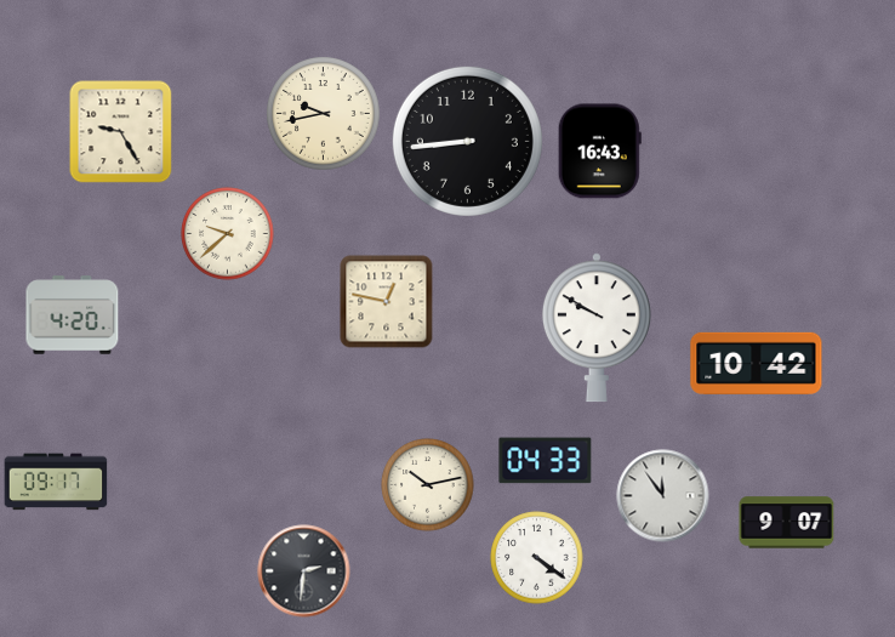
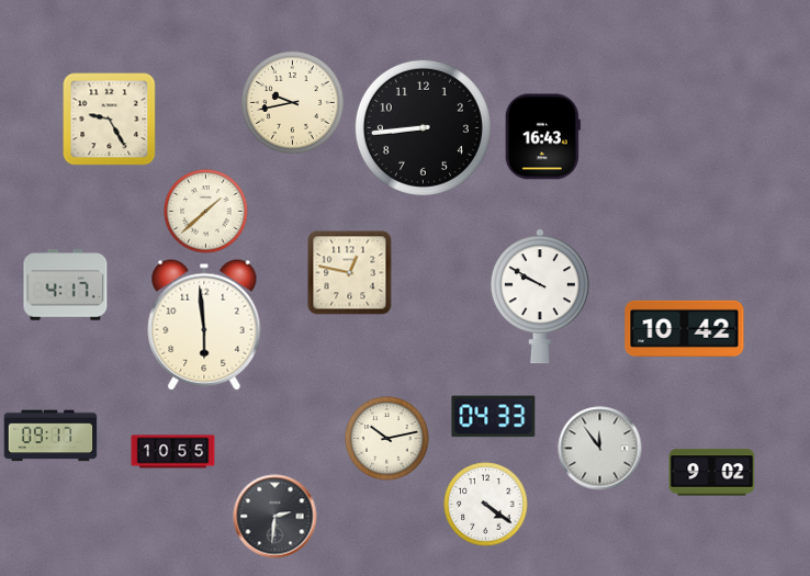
clock at (228, 234): 9:38 -> 1:38
clock at (73, 315): 4:20 -> 4:17
clock at (204, 325): none -> 5:59
clock at (173, 452): none -> 10:55
clock at (787, 523): 9:07 -> 9:02
